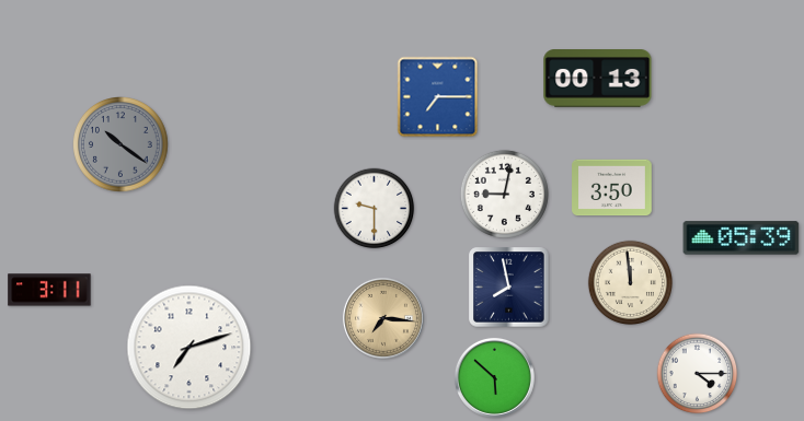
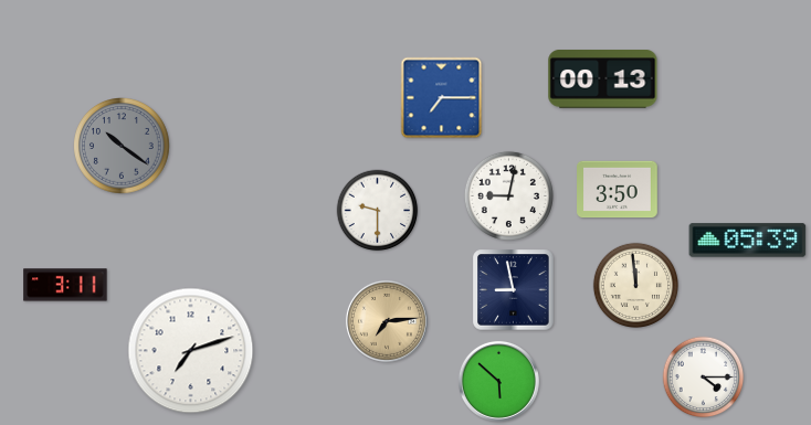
clock at (509, 288): 7:58 -> 8:58
clock at (49, 290) position: (49, 290) -> (65, 285)
clock at (383, 318): 7:16 -> 7:14
